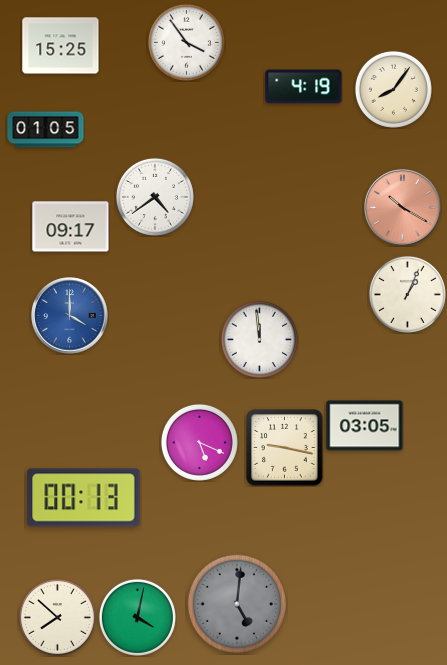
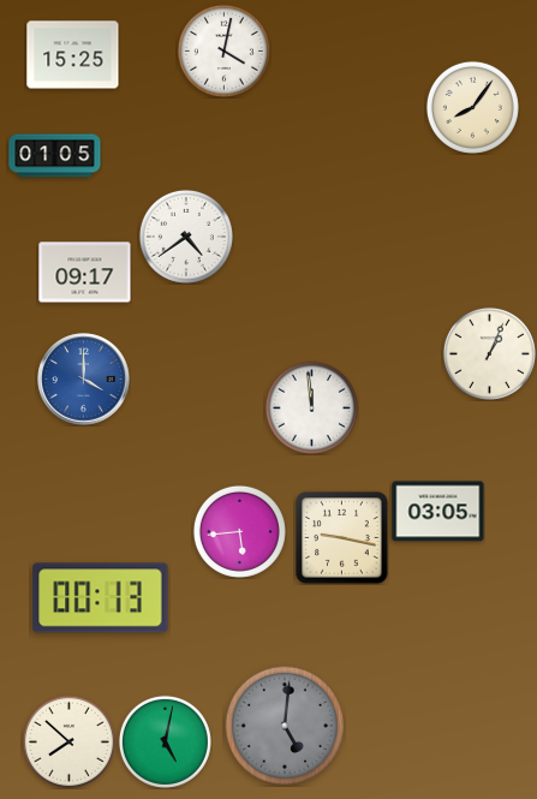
clock at (186, 42): 3:54 -> 4:02
clock at (304, 87): 4:19 -> none
clock at (403, 208): 10:20 -> none
clock at (199, 442): 5:19 -> 5:44
clock at (137, 617): 4:02 -> 5:02
